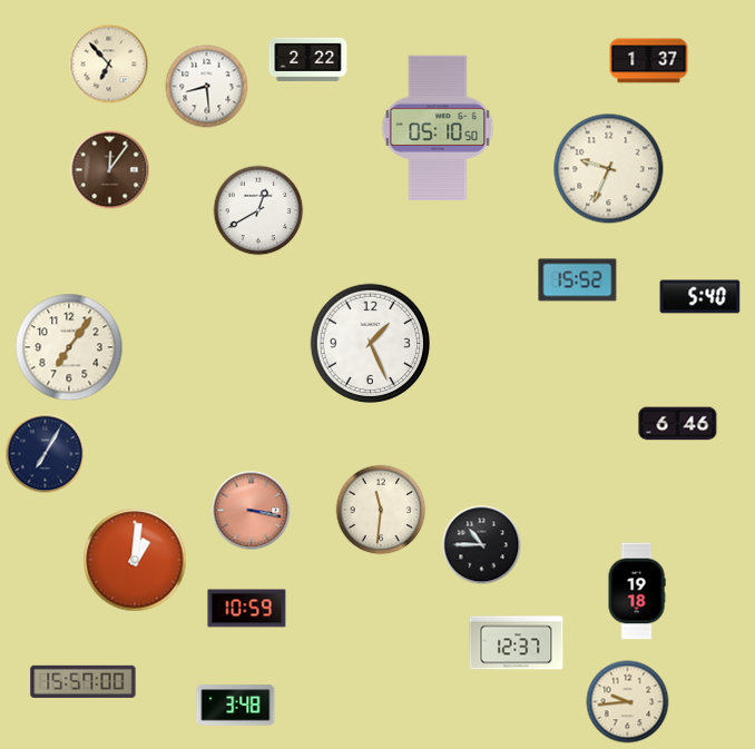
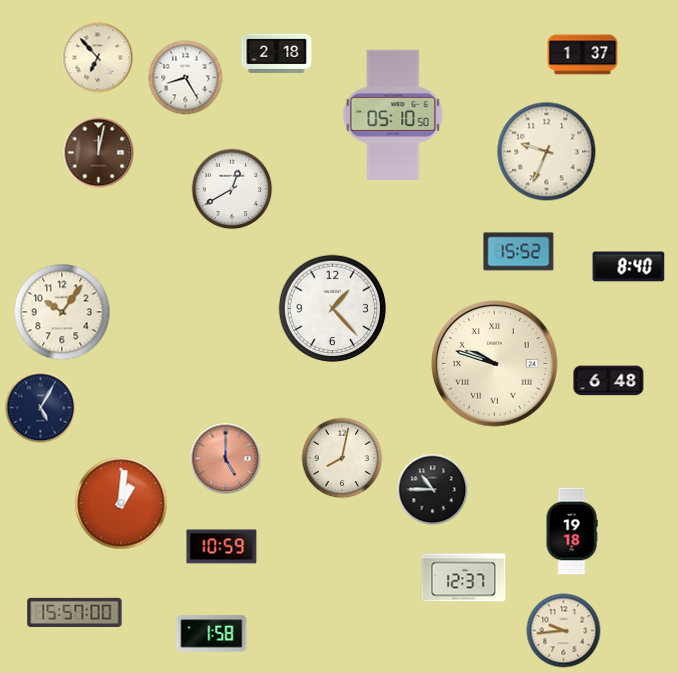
clock at (308, 59): 2:22 -> 2:18
clock at (207, 87): 8:29 -> 8:25
clock at (110, 170): 12:06 -> 12:02
clock at (700, 297): 5:40 -> 8:40
clock at (371, 344): 1:26 -> 1:23
clock at (69, 347): 7:06 -> 10:06
clock at (495, 364): none -> 9:48
clock at (678, 424): 6:46 -> 6:48
clock at (46, 454): 7:05 -> 5:05
clock at (381, 510): 11:31 -> 8:02
clock at (252, 511): 3:17 -> 5:00
clock at (236, 706): 3:48 -> 1:58
